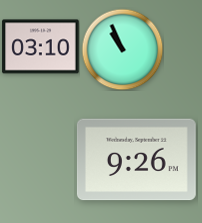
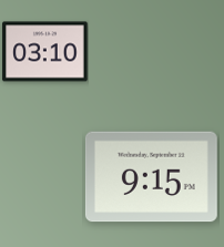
clock at (122, 49): 10:56 -> none
clock at (136, 160): 9:26 -> 9:15
